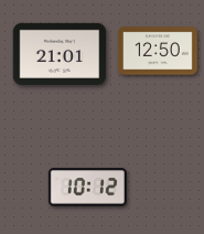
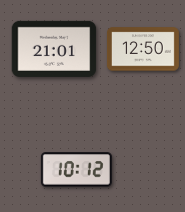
clock at (158, 51) position: (158, 51) -> (143, 49)
clock at (87, 188) position: (87, 188) -> (76, 170)
